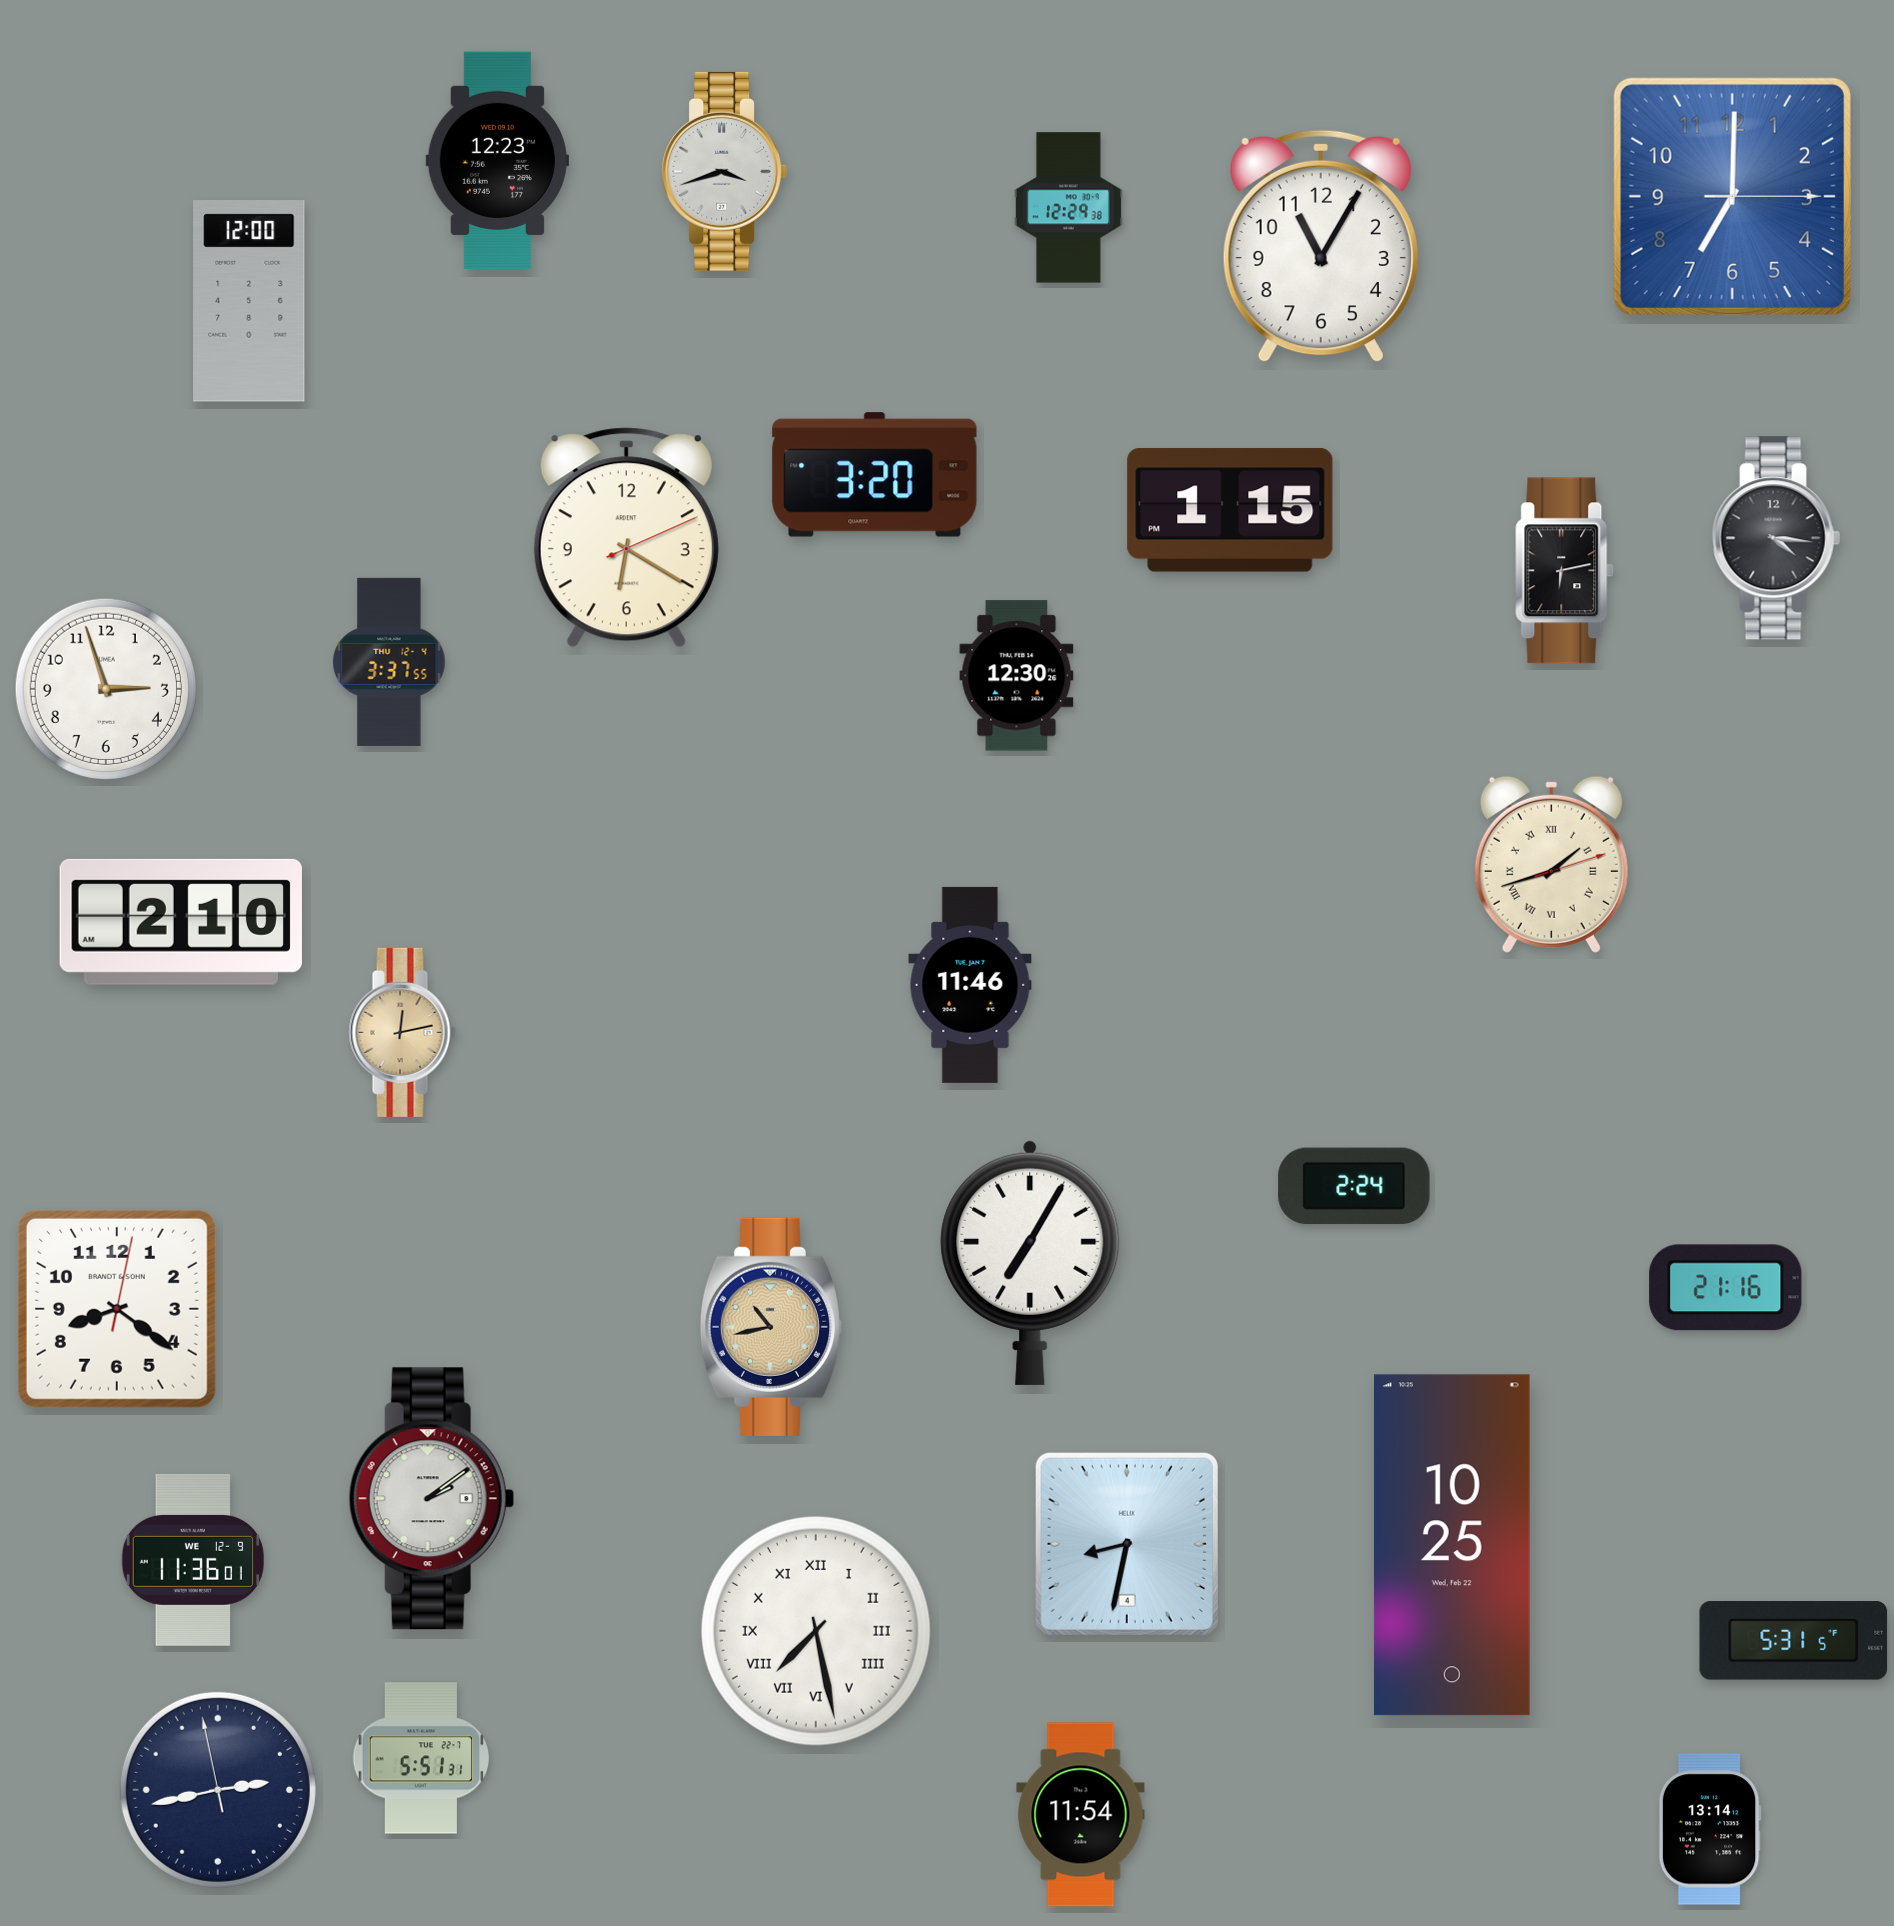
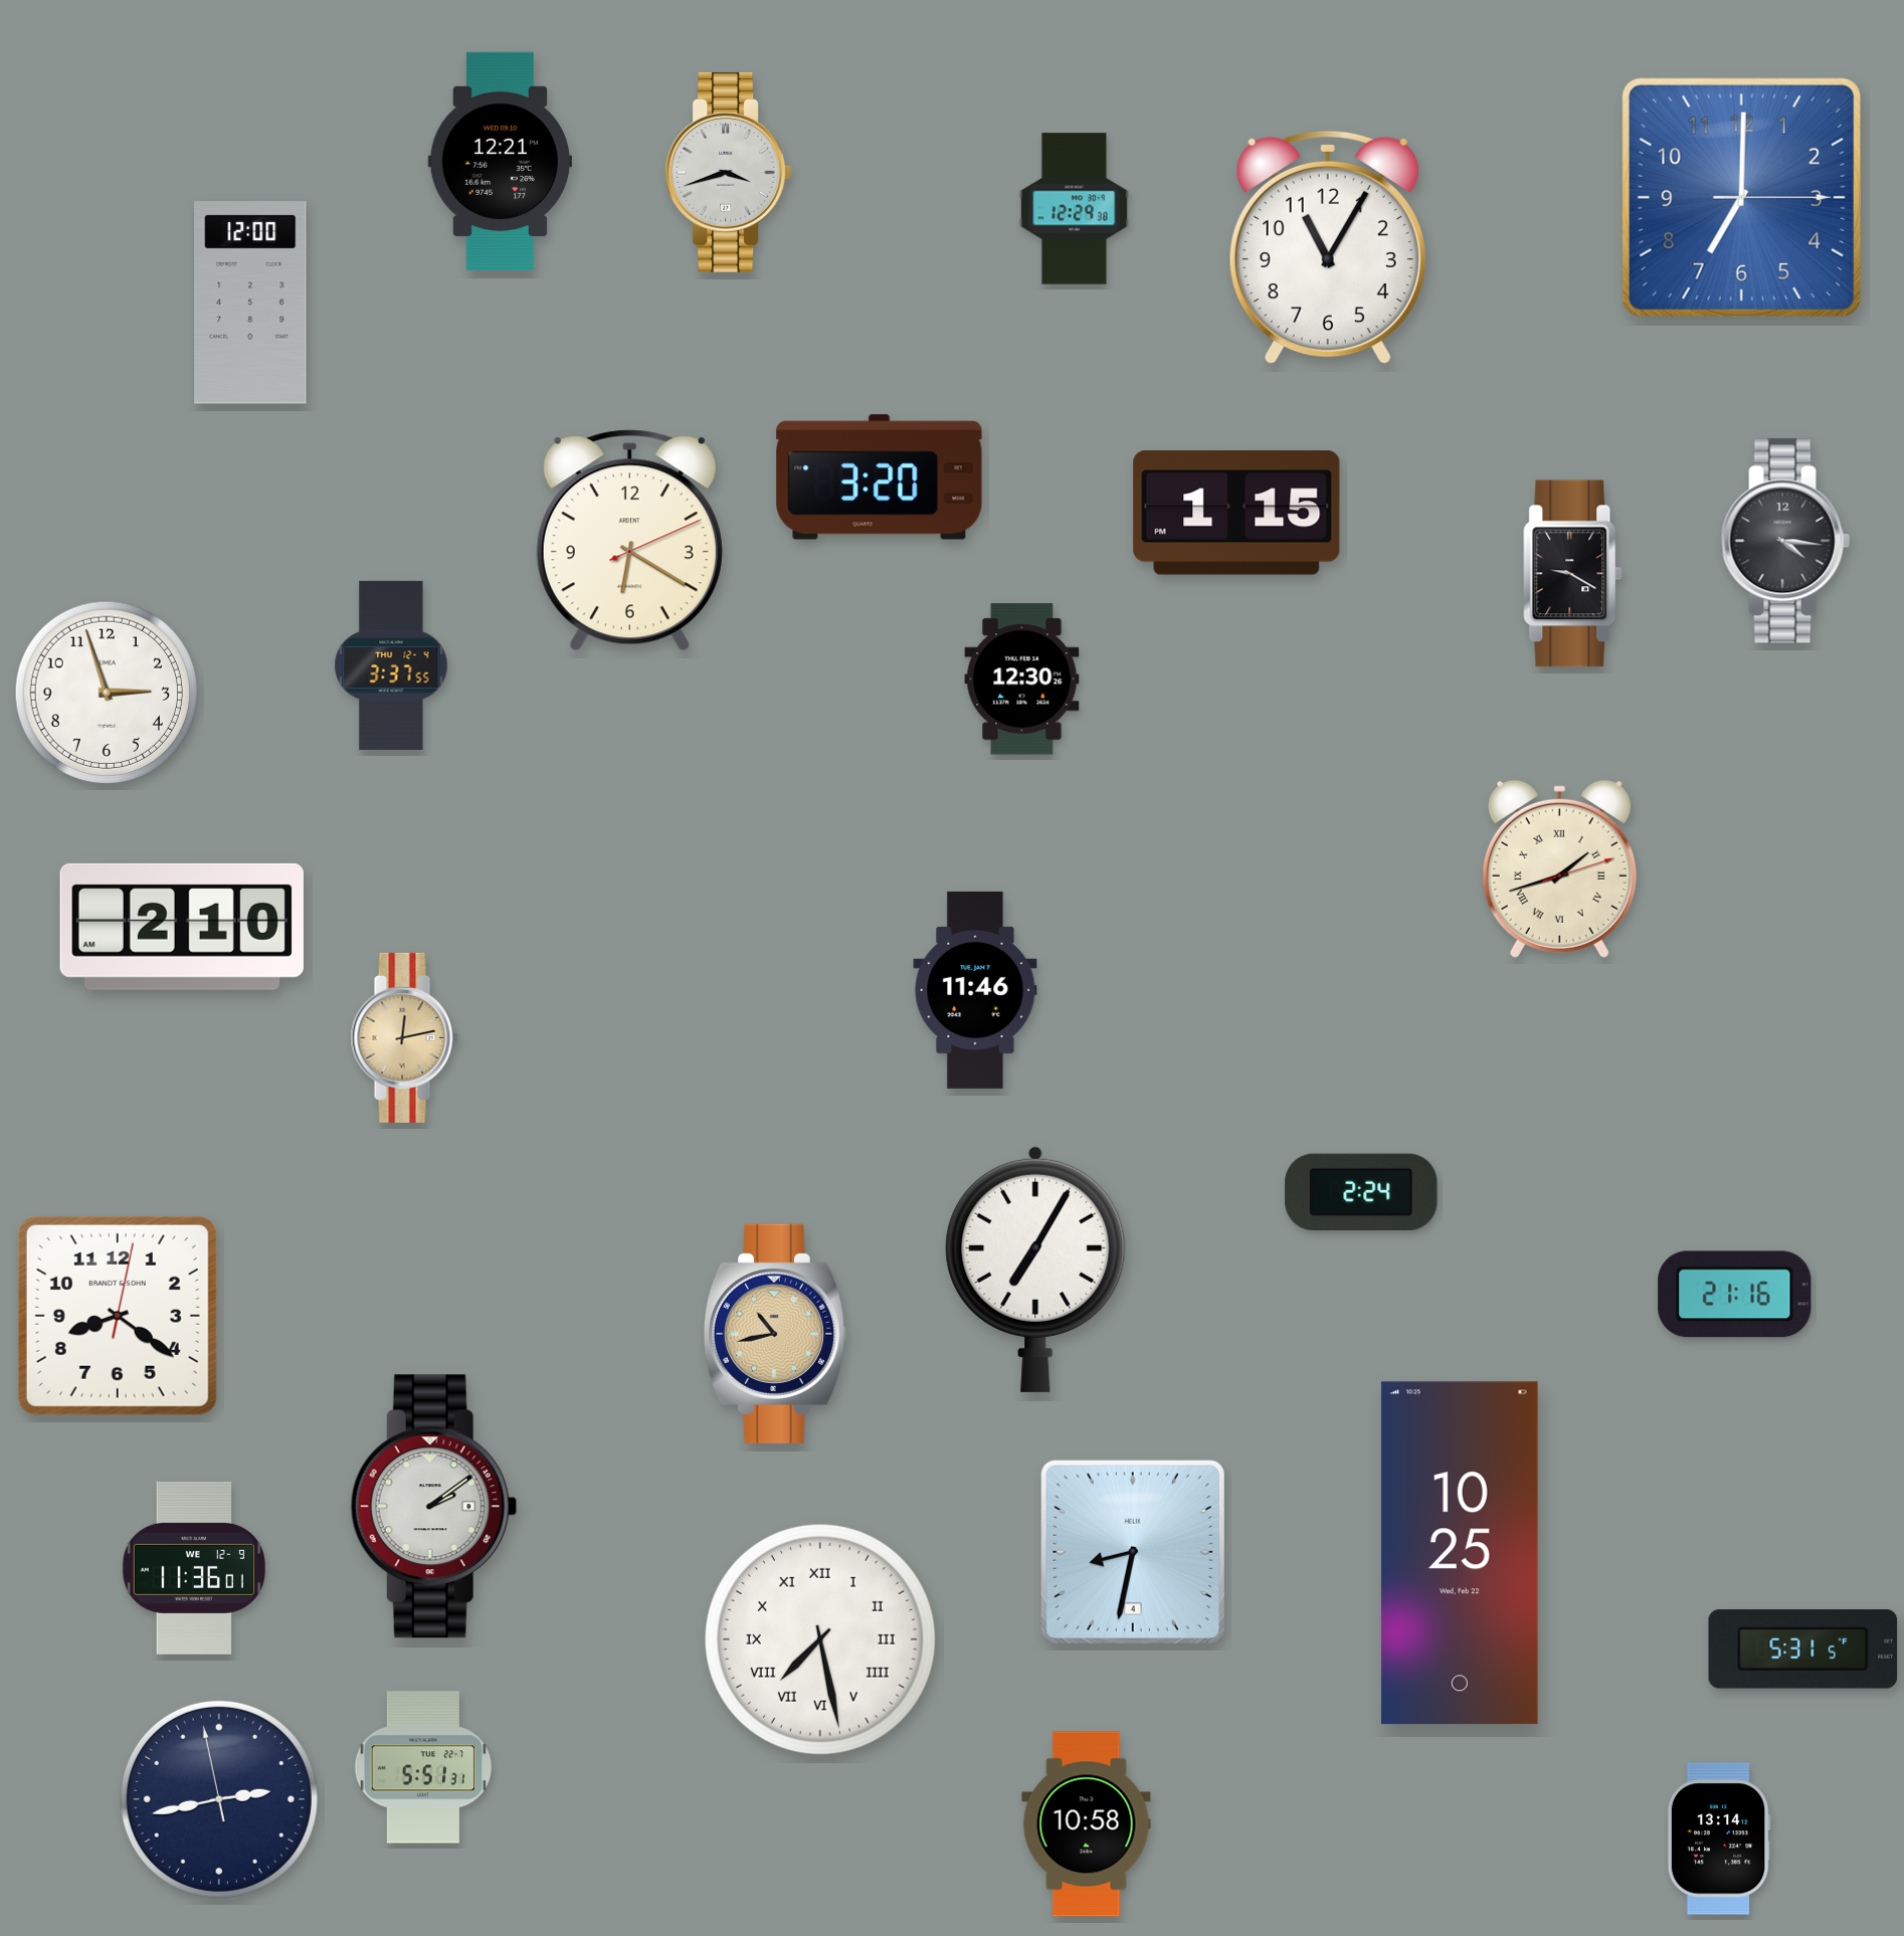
clock at (497, 160): 12:23 -> 12:21
clock at (1565, 571): 6:13 -> 9:20
clock at (1081, 1815): 11:54 -> 10:58
